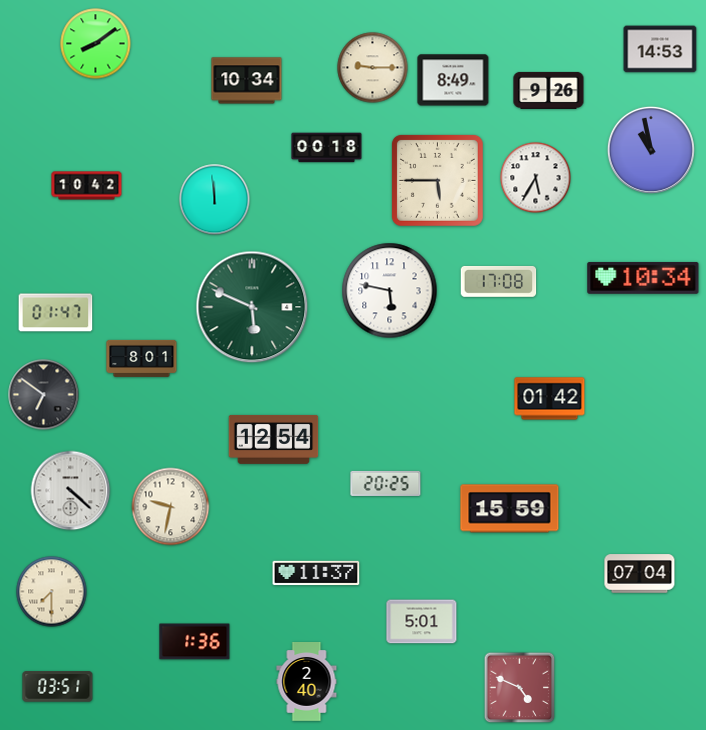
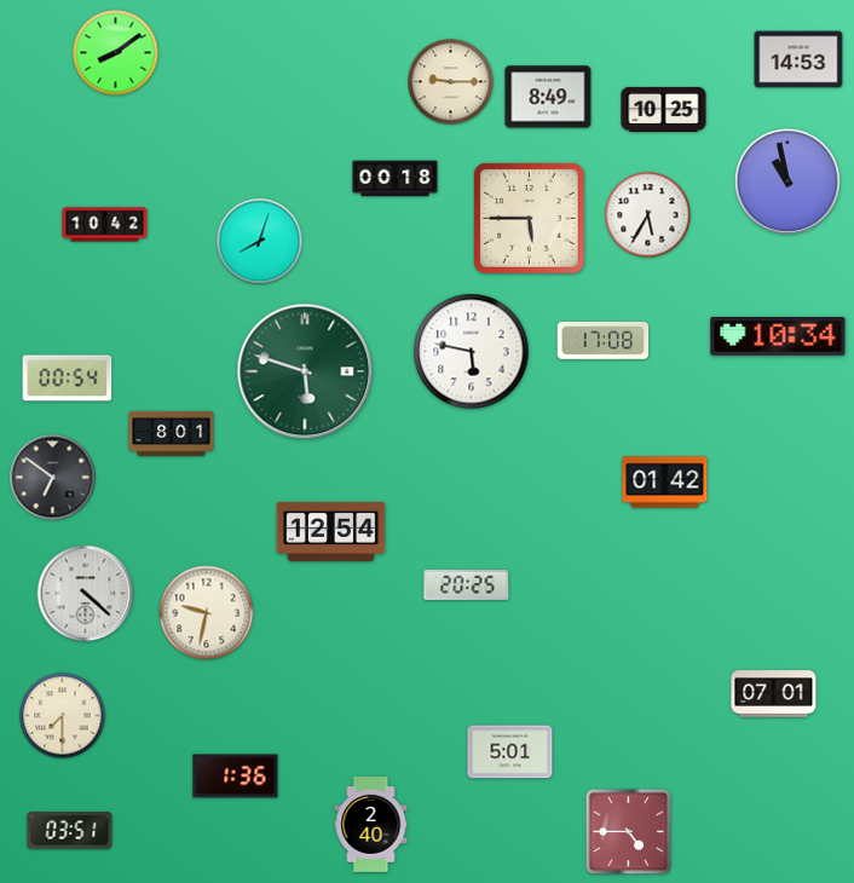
clock at (247, 81): 10:34 -> none
clock at (549, 90): 9:26 -> 10:25
clock at (215, 200): 11:59 -> 8:03
clock at (252, 307): 5:49 -> 5:48
clock at (56, 313): 01:47 -> 00:54
clock at (510, 509): 15:59 -> none
clock at (316, 573): 11:37 -> none
clock at (640, 574): 07:04 -> 07:01
clock at (520, 688): 4:49 -> 4:45
